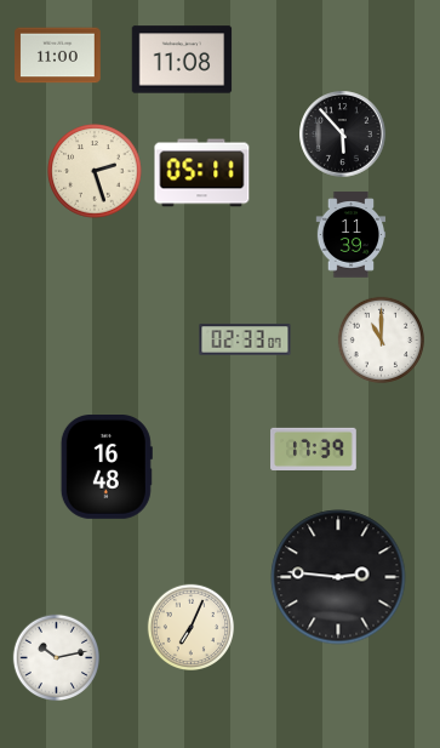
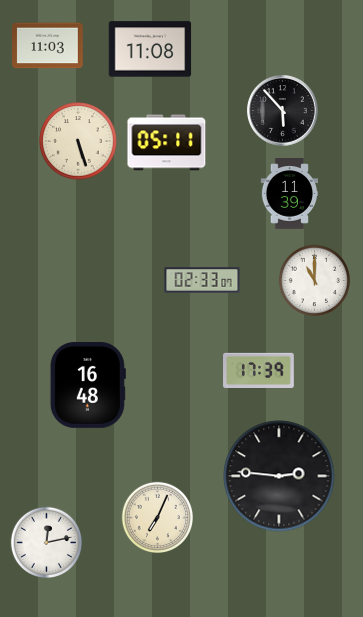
clock at (58, 56): 11:00 -> 11:03
clock at (95, 171): 2:27 -> 5:27
clock at (56, 657): 10:13 -> 12:13
